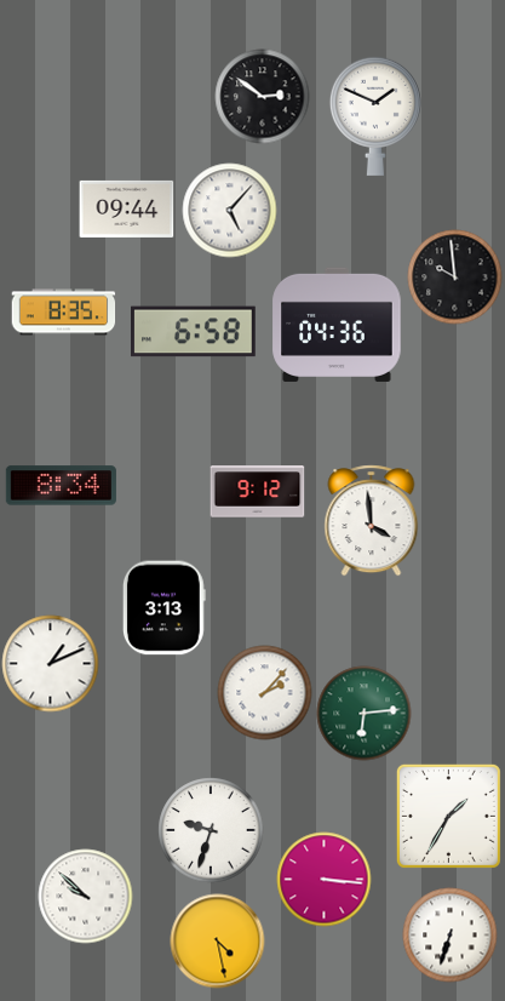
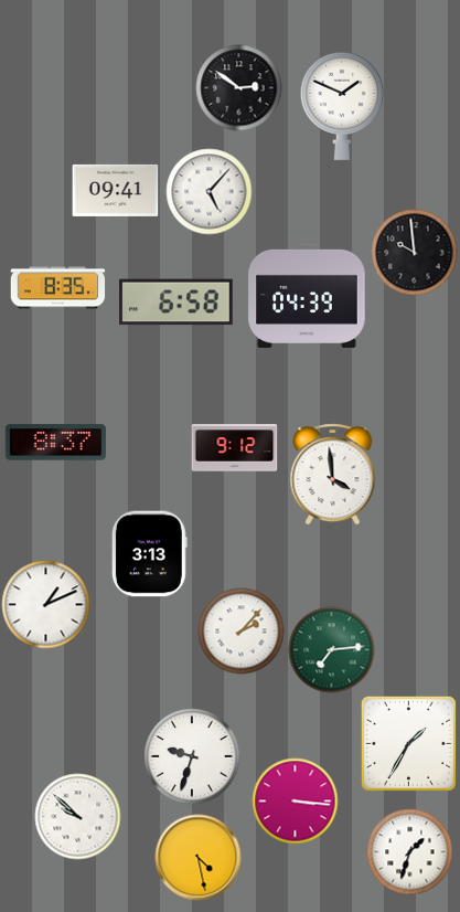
clock at (126, 208): 09:44 -> 09:41
clock at (63, 313) position: (63, 313) -> (57, 288)
clock at (337, 325): 04:36 -> 04:39
clock at (61, 486): 8:34 -> 8:37
clock at (372, 520) position: (372, 520) -> (333, 474)
clock at (363, 713): 6:14 -> 7:14
clock at (449, 934): 6:33 -> 1:33
